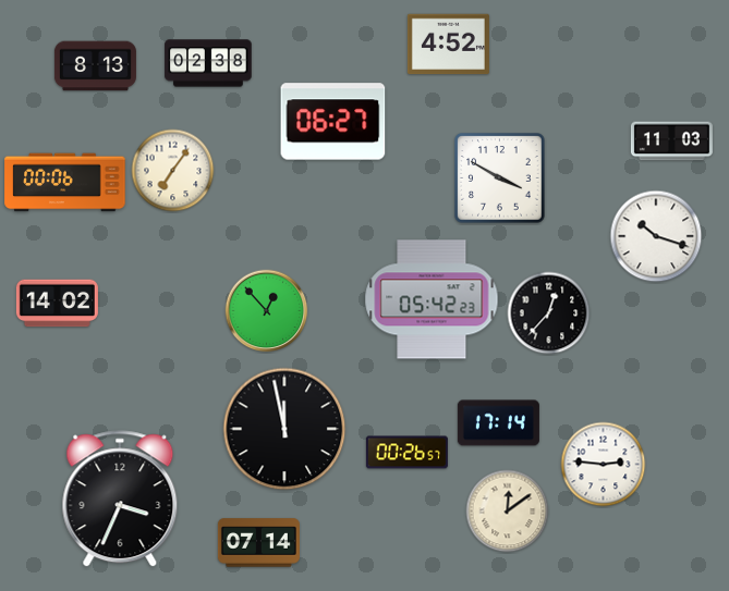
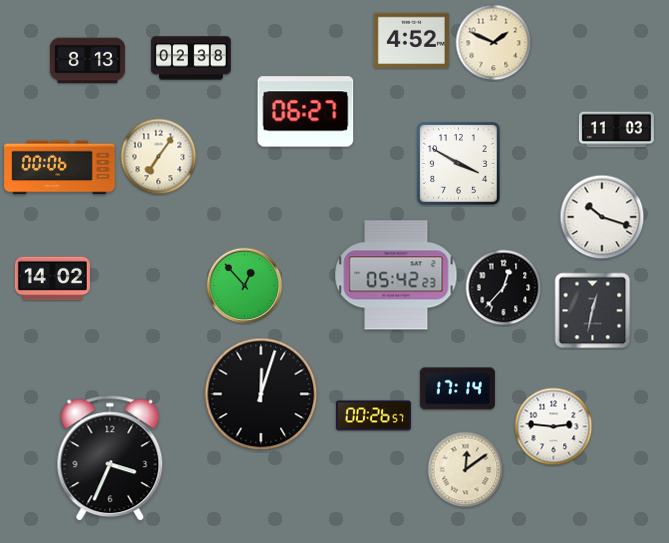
clock at (494, 43): none -> 1:49
clock at (593, 311): none -> 12:32
clock at (284, 429): 11:58 -> 12:03
clock at (258, 543): 07:14 -> none
